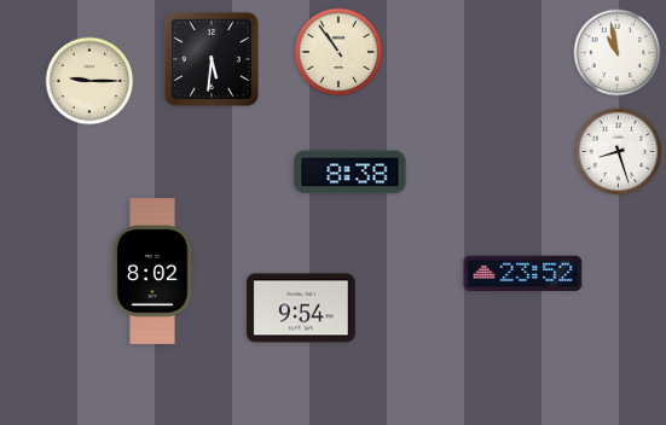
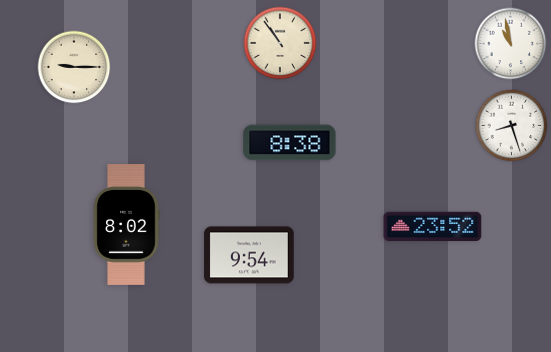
clock at (212, 59): 5:31 -> none
